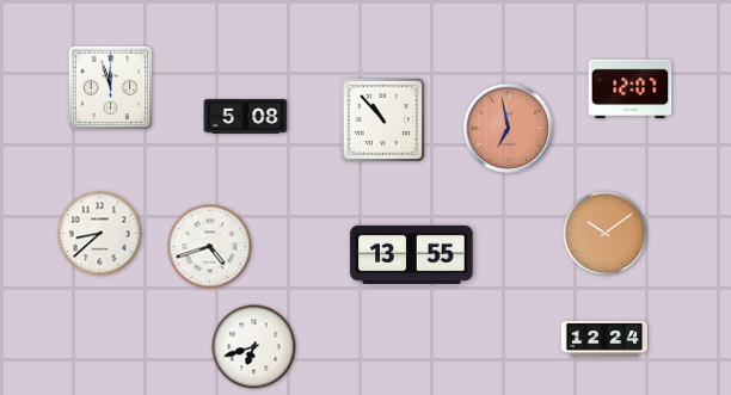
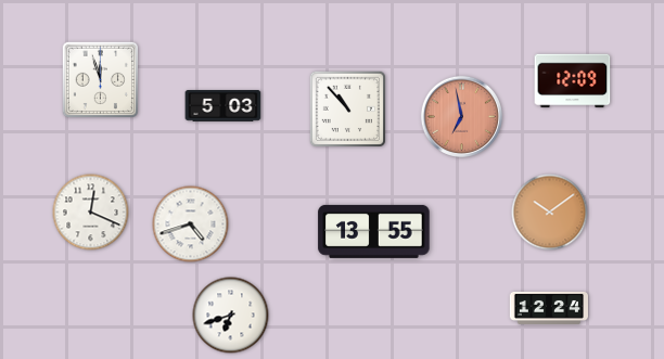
clock at (631, 90): 12:07 -> 12:09
clock at (246, 117): 5:08 -> 5:03
clock at (100, 234): 8:38 -> 12:19
